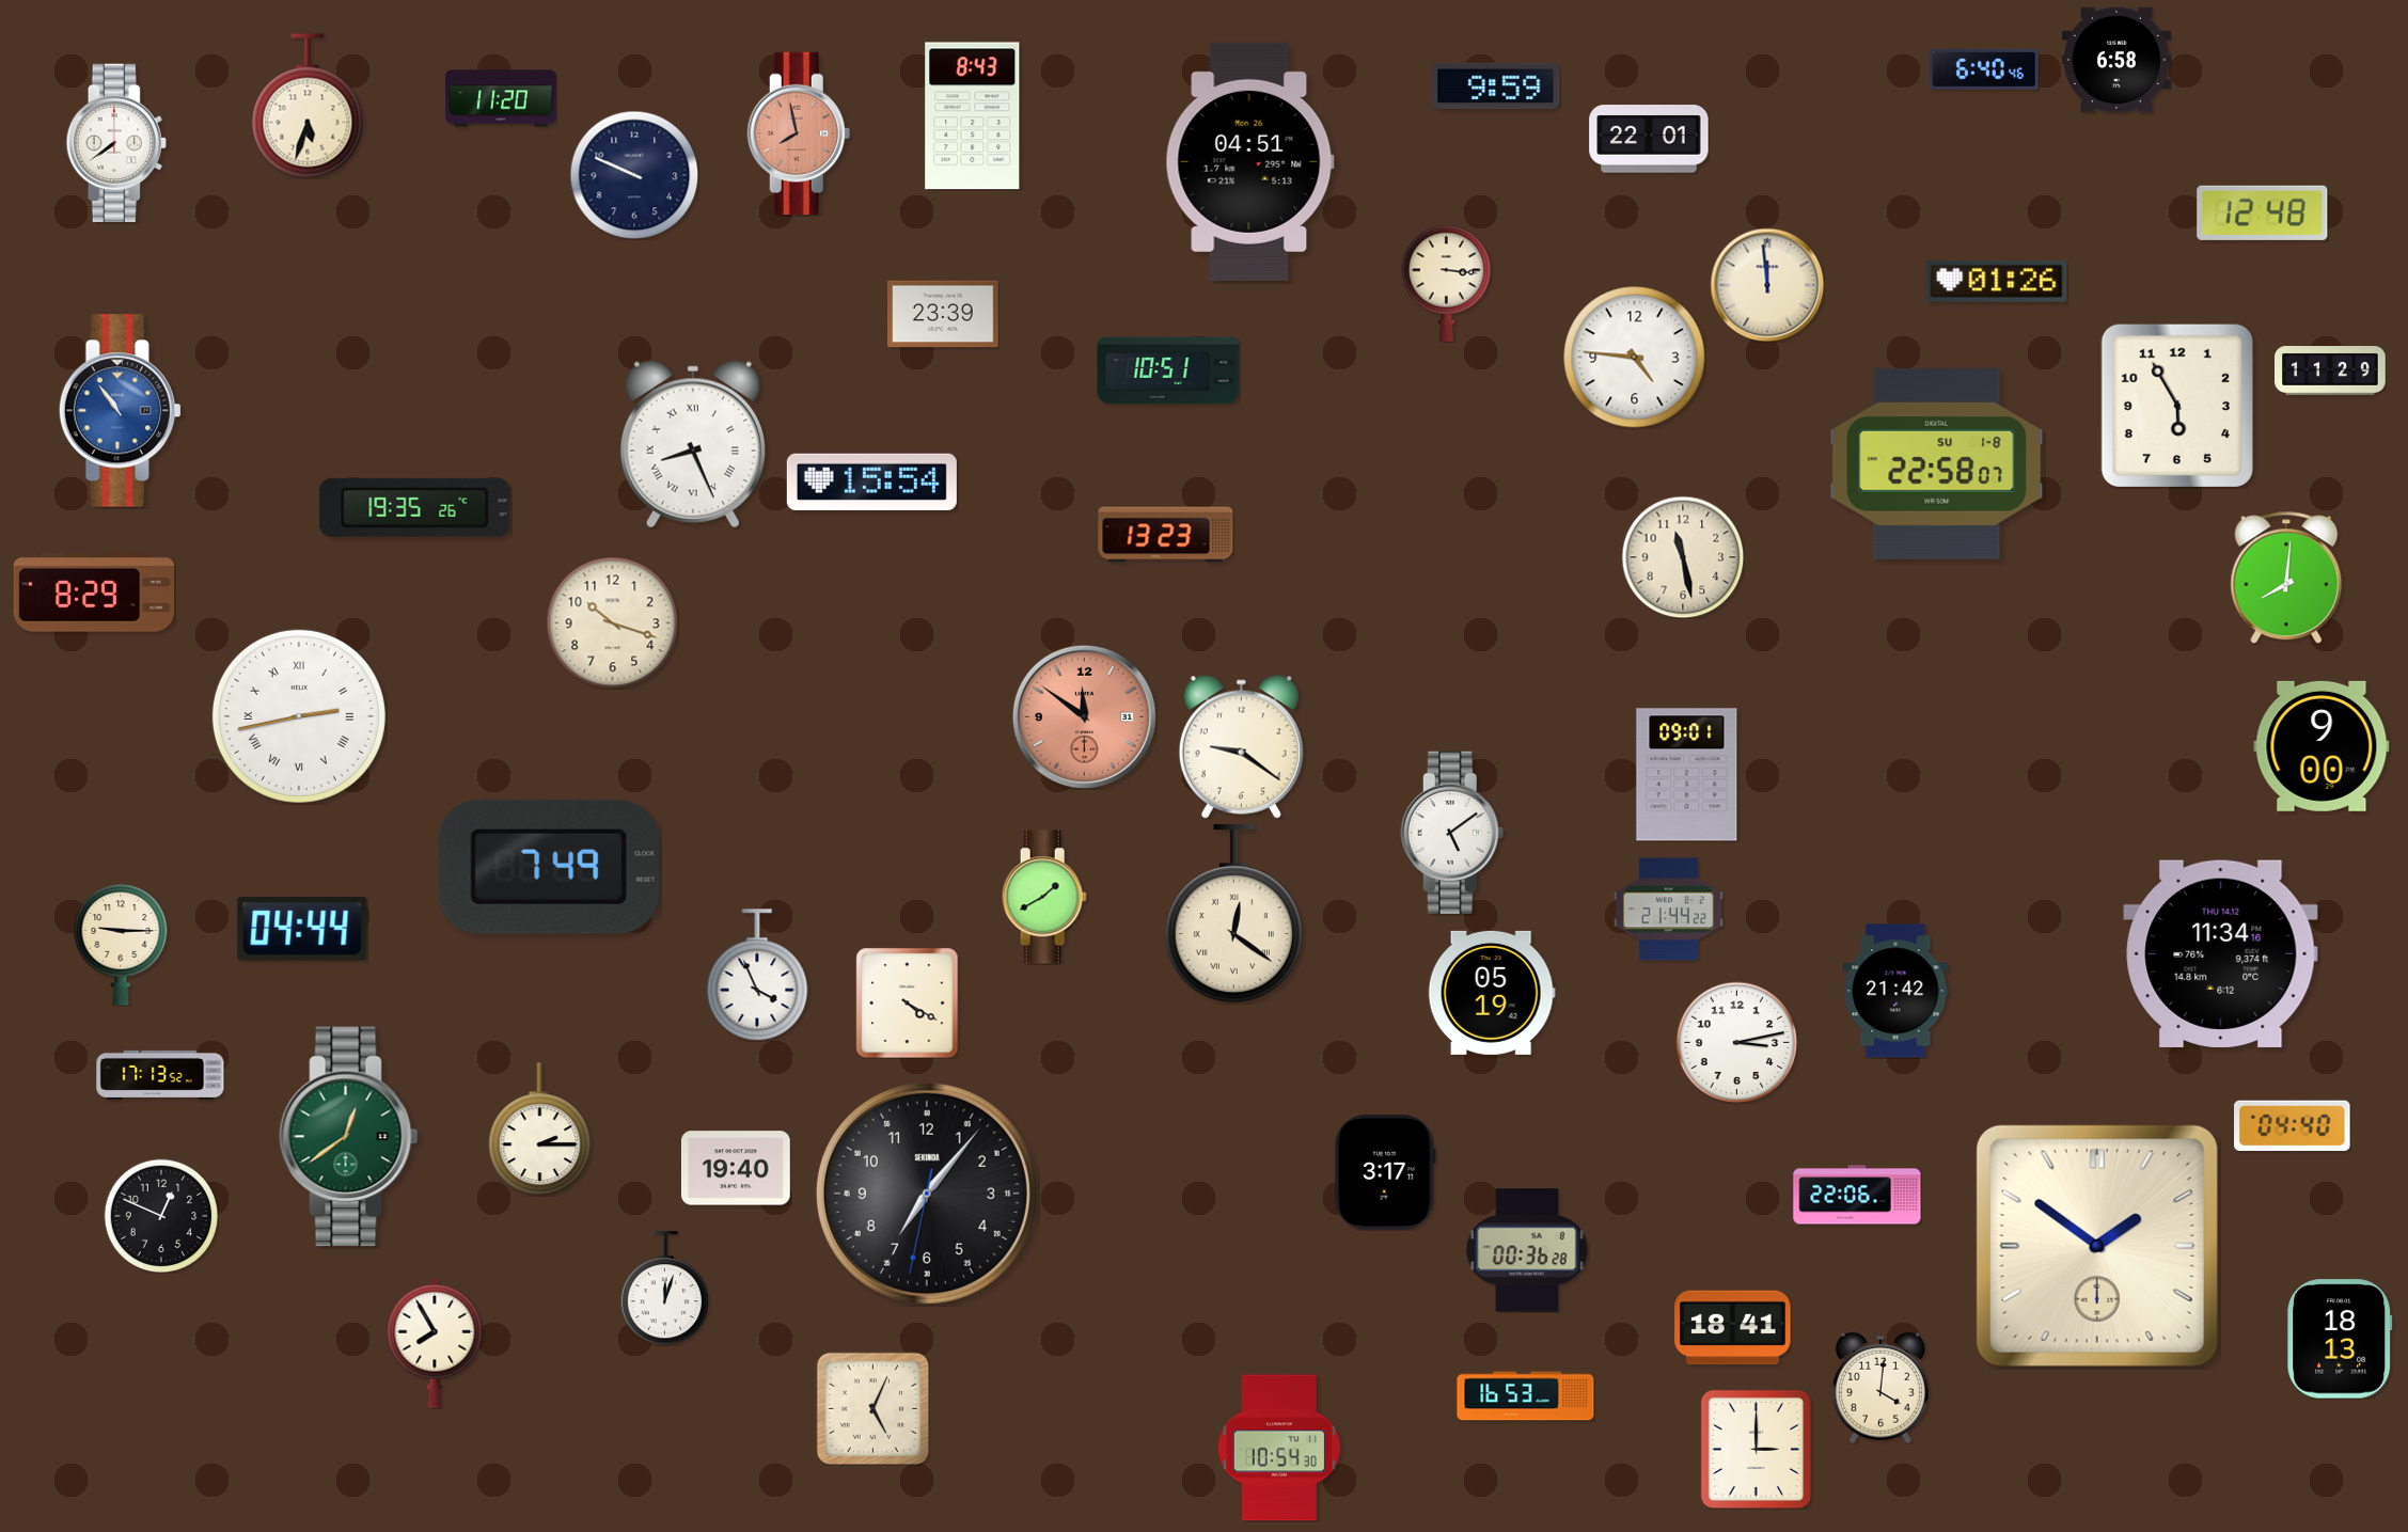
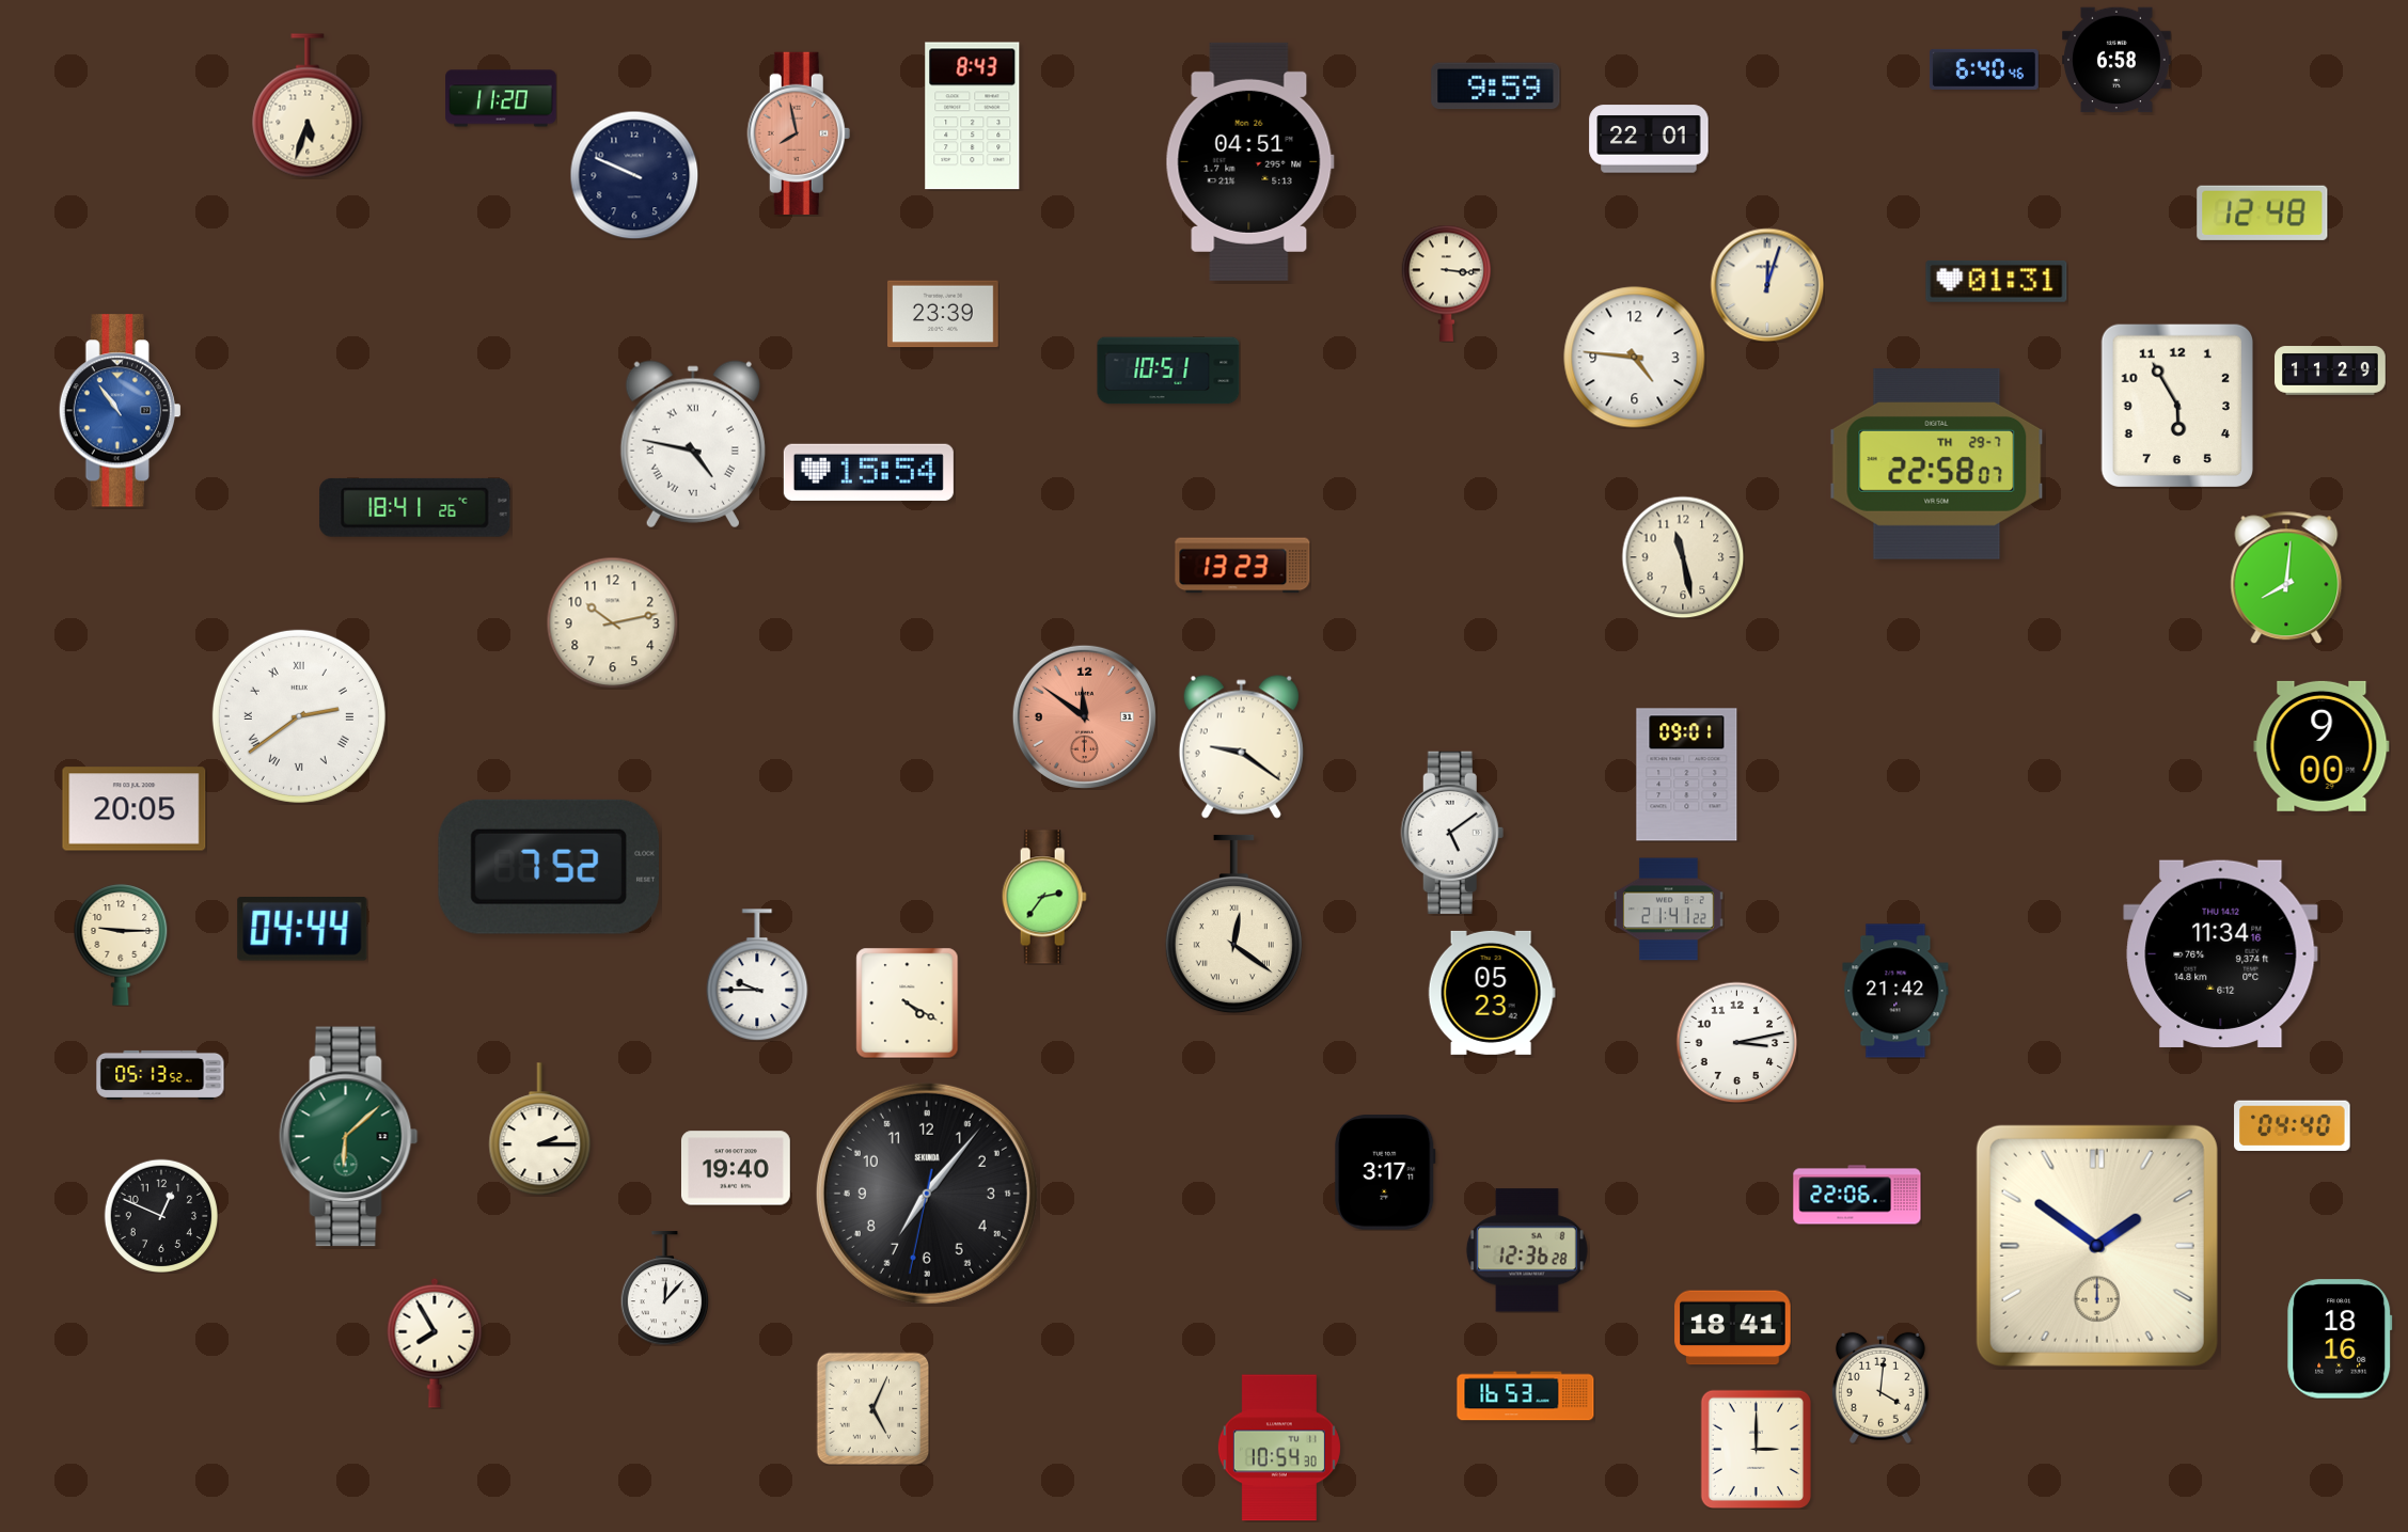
clock at (116, 143): 7:39 -> none
clock at (1997, 281): 01:26 -> 01:31
clock at (1767, 285): 11:59 -> 12:03
clock at (693, 444): 8:26 -> 4:47
clock at (1937, 464) date: SU 1-8 -> TH 29-7
clock at (871, 481) position: (871, 481) -> (868, 472)
clock at (415, 507): 19:35 -> 18:41
clock at (1166, 535) position: (1166, 535) -> (1243, 566)
clock at (94, 593): 8:29 -> none
clock at (612, 622): 10:18 -> 10:13
clock at (299, 716): 2:43 -> 2:39
clock at (135, 809): none -> 20:05
clock at (549, 867): 7:49 -> 7:52
clock at (1044, 897): 1:40 -> 2:36
clock at (1669, 910): 21:44 -> 21:41
clock at (1233, 914) position: (1233, 914) -> (1233, 925)
clock at (757, 975): 3:56 -> 9:45
clock at (1492, 993): 05:19 -> 05:23
clock at (160, 1075): 17:13 -> 05:13
clock at (349, 1137): 12:39 -> 6:08
clock at (1527, 1250): 00:36 -> 12:36
clock at (664, 1289): 12:03 -> 12:07
clock at (2340, 1339): 18:13 -> 18:16
